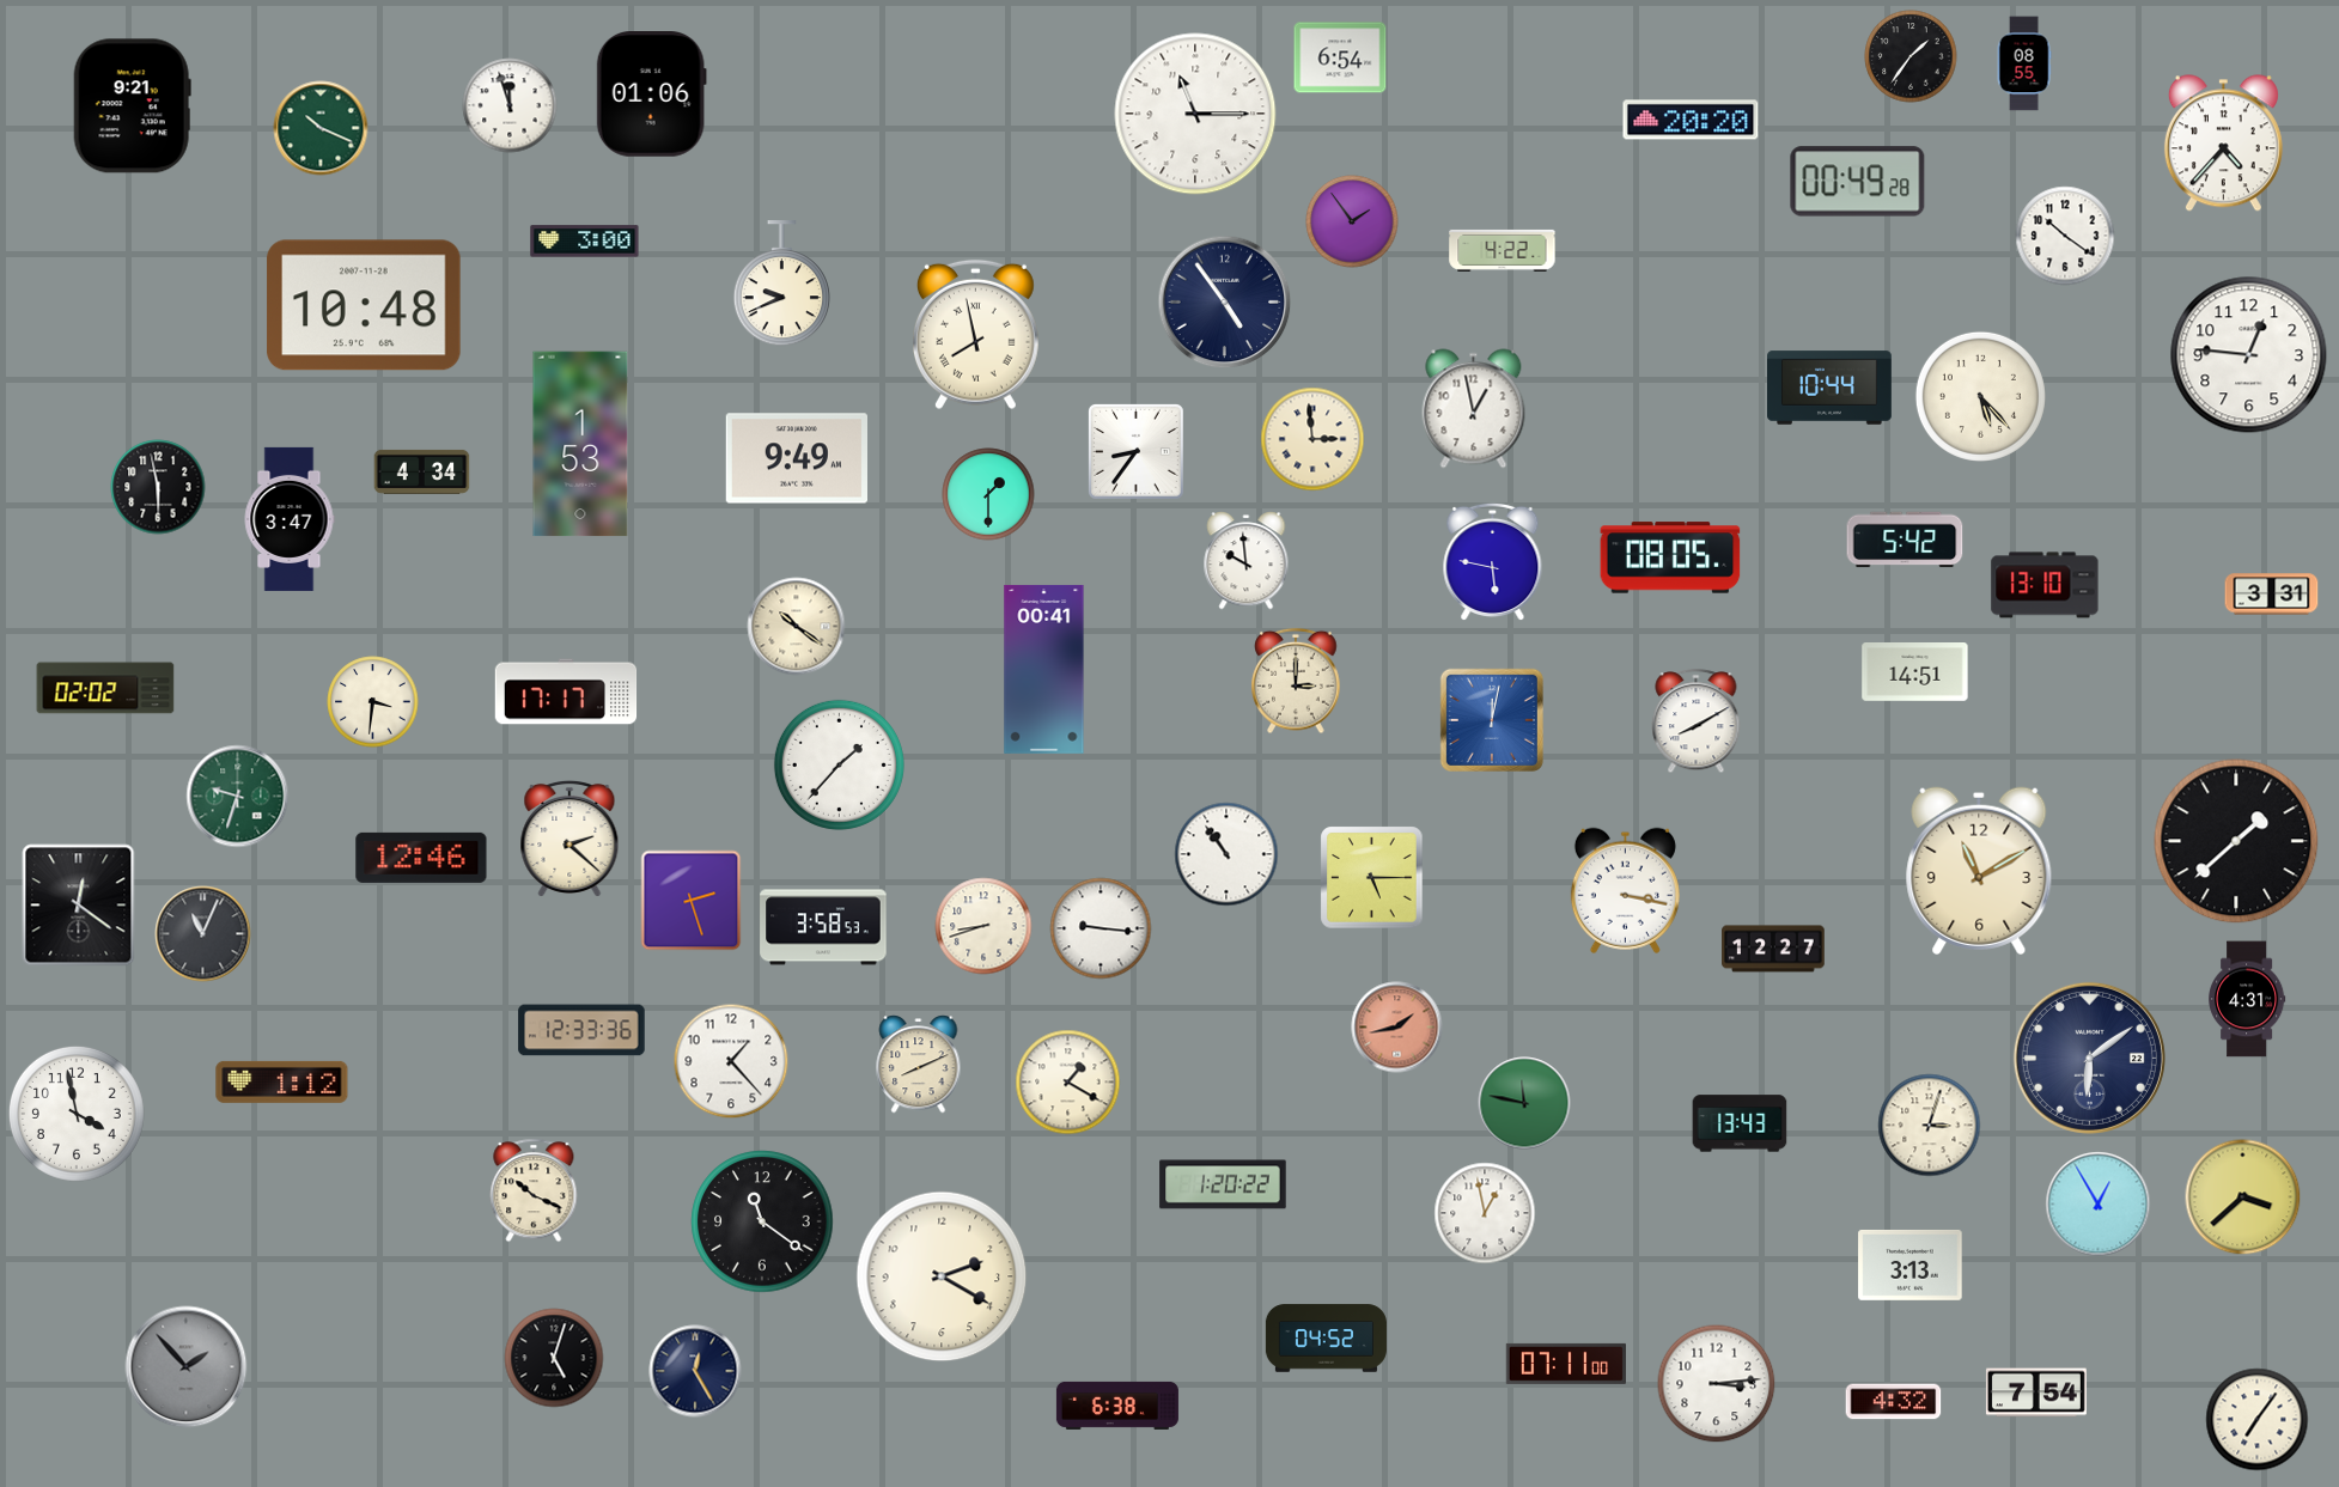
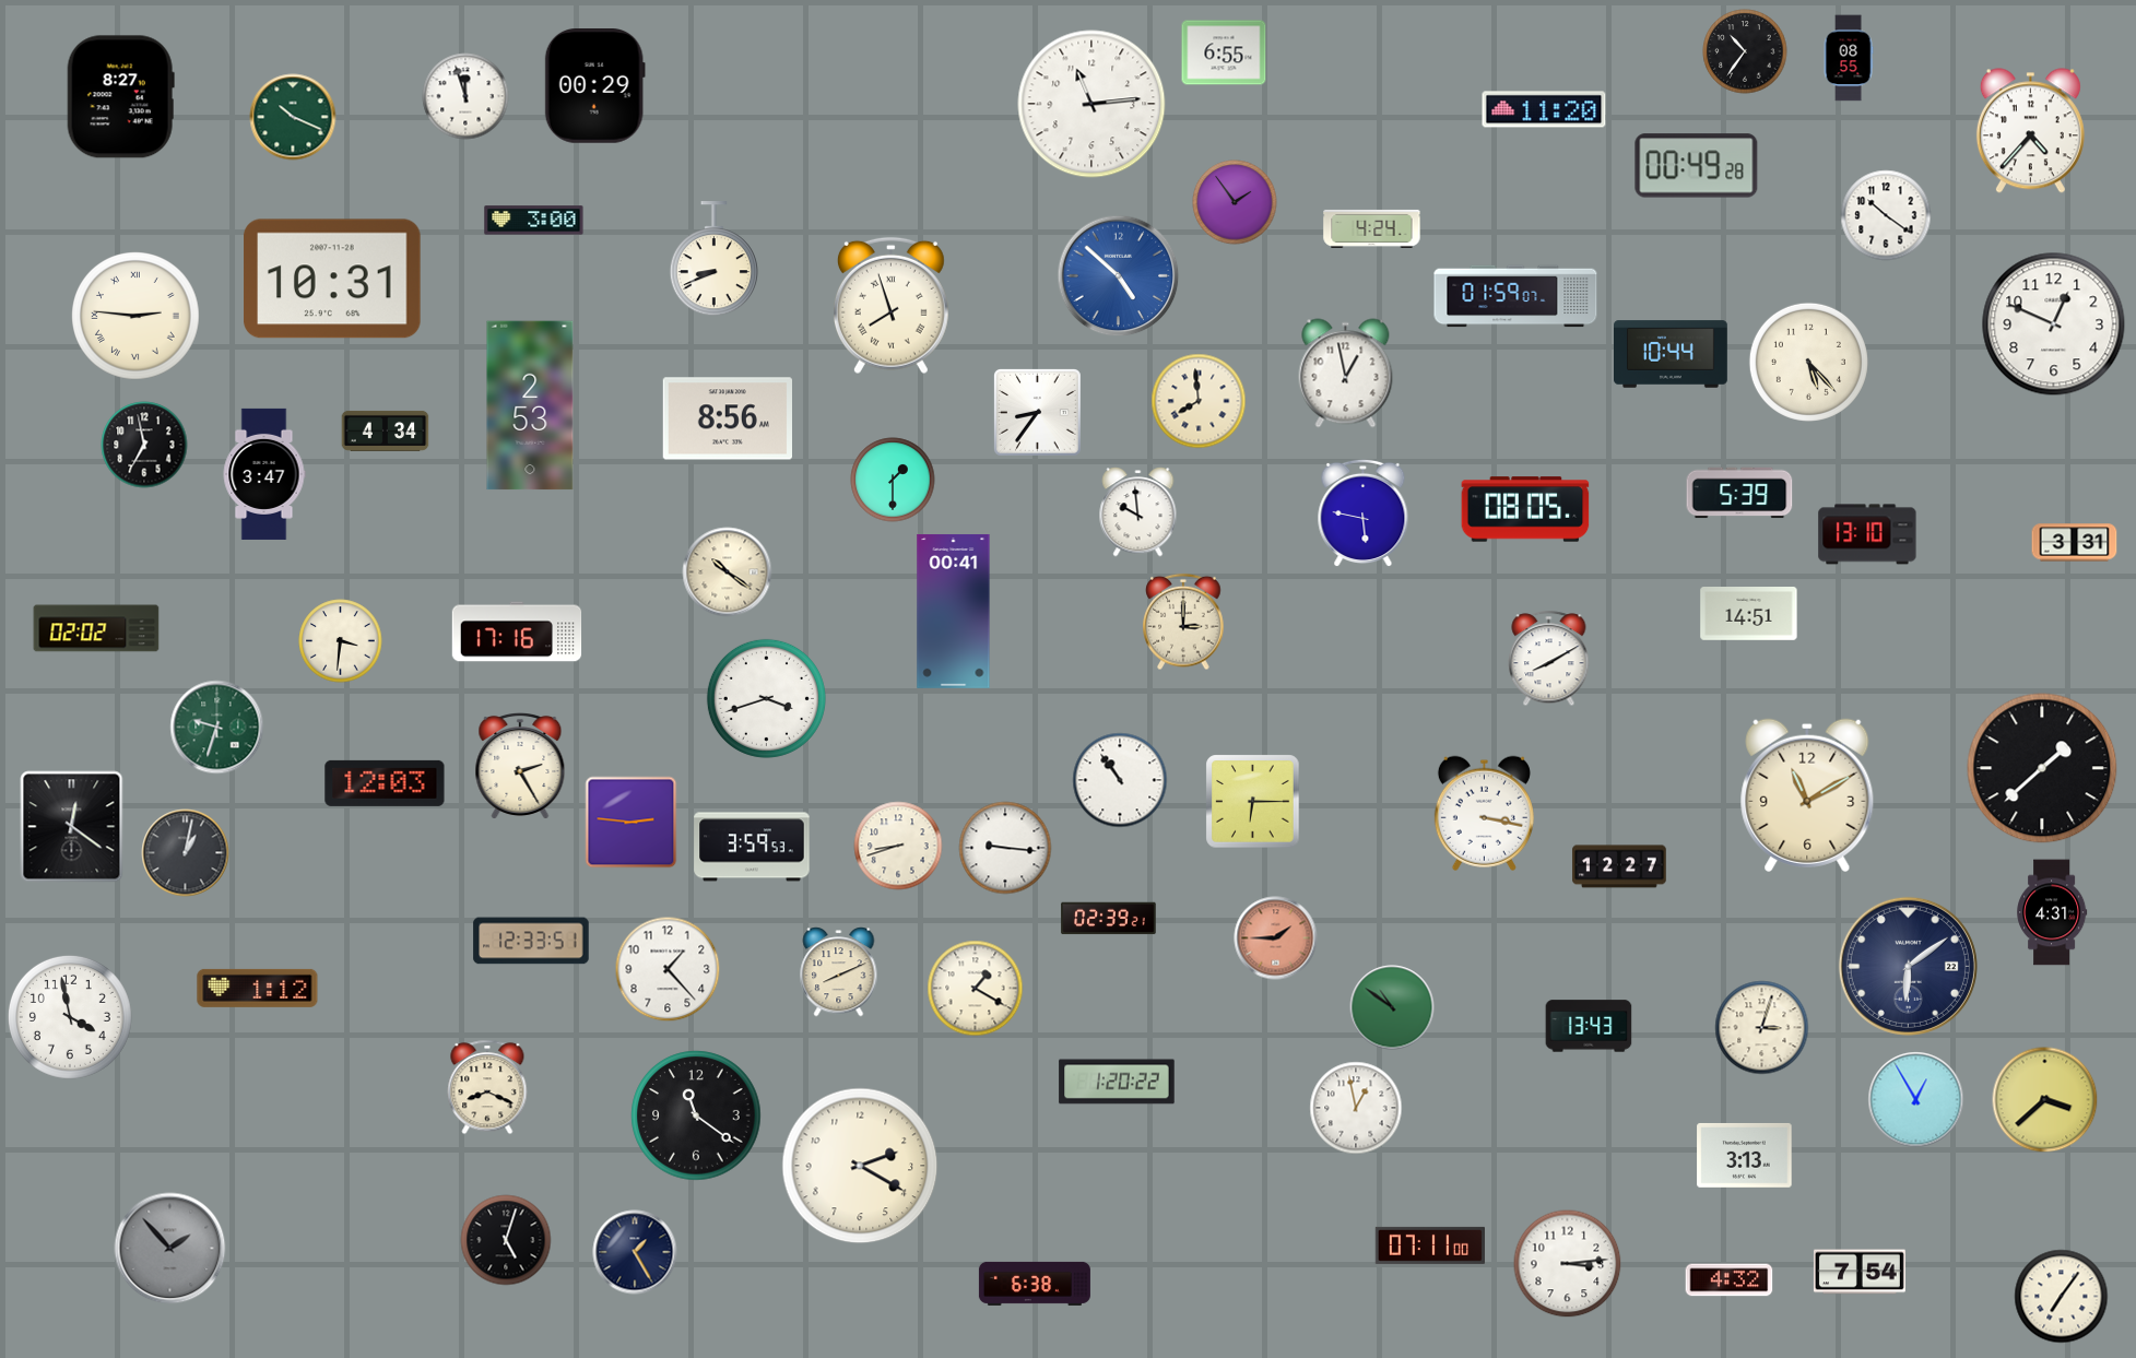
clock at (1911, 56): 1:36 -> 10:36
clock at (1340, 57): 6:54 -> 6:55
clock at (651, 95): 01:06 -> 00:29
clock at (132, 106): 9:21 -> 8:27
clock at (1195, 114): 11:15 -> 11:14
clock at (1691, 120): 20:20 -> 11:20
clock at (1503, 250): 4:22 -> 4:24
clock at (781, 284): 9:41 -> 8:41
clock at (1225, 303): 4:54 -> 4:52
clock at (1225, 303) dial: navy -> blue
clock at (364, 305): 10:48 -> 10:31
clock at (1515, 296): none -> 01:59
clock at (975, 335): 7:58 -> 7:57
clock at (135, 316): none -> 2:46
clock at (2249, 355): 12:46 -> 12:49
clock at (1312, 439): 2:59 -> 7:59
clock at (580, 444): 1:53 -> 2:53
clock at (796, 458): 9:49 -> 8:56
clock at (158, 487): 5:58 -> 6:58
clock at (988, 494) position: (988, 494) -> (893, 480)
clock at (1905, 540): 5:42 -> 5:39
clock at (566, 691): 17:17 -> 17:16
clock at (1492, 720): 12:02 -> none
clock at (839, 764): 1:37 -> 3:42
clock at (569, 839): 2:22 -> 2:25
clock at (421, 858): 12:46 -> 12:03
clock at (1372, 878): 5:15 -> 6:15
clock at (692, 901): 2:27 -> 2:46
clock at (823, 927): 3:58 -> 3:59
clock at (203, 934): 11:04 -> 1:02
clock at (1109, 919): none -> 02:39
clock at (1397, 1028): 1:43 -> 1:45
clock at (581, 1030): 12:33:36 -> 12:33:51
clock at (1524, 1103): 11:47 -> 10:51
clock at (534, 1190): 10:19 -> 8:19
clock at (2243, 1197) position: (2243, 1197) -> (2045, 1100)
clock at (1326, 1339): 04:52 -> none
clock at (695, 1371): 12:25 -> 1:25
clock at (1117, 1406) position: (1117, 1406) -> (1035, 1284)
